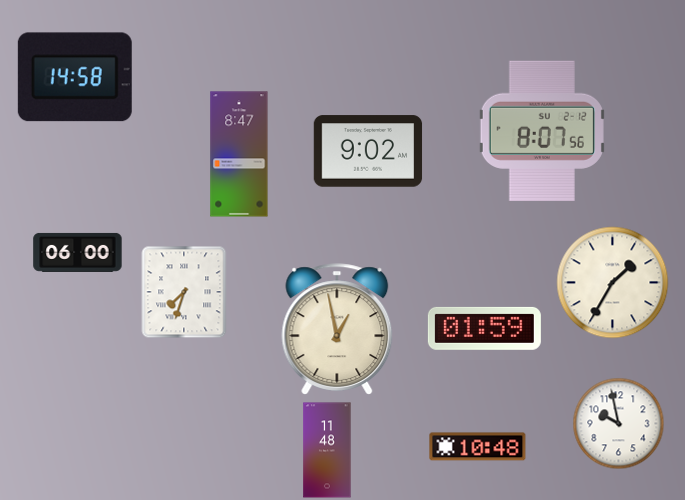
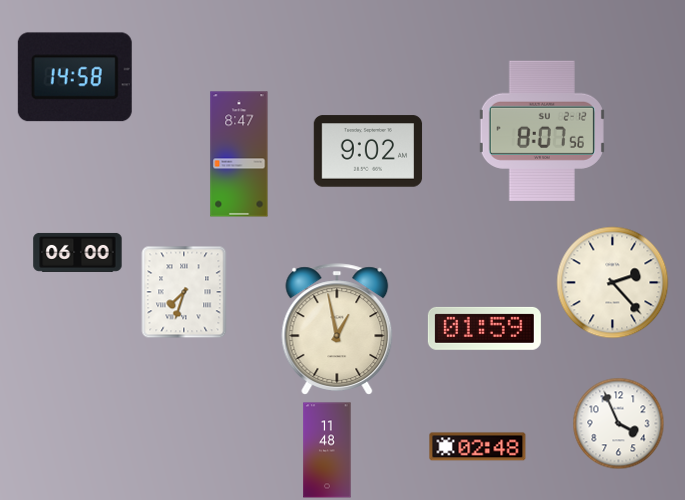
clock at (613, 283): 1:35 -> 2:23
clock at (619, 424): 9:58 -> 3:56
clock at (478, 447): 10:48 -> 02:48
